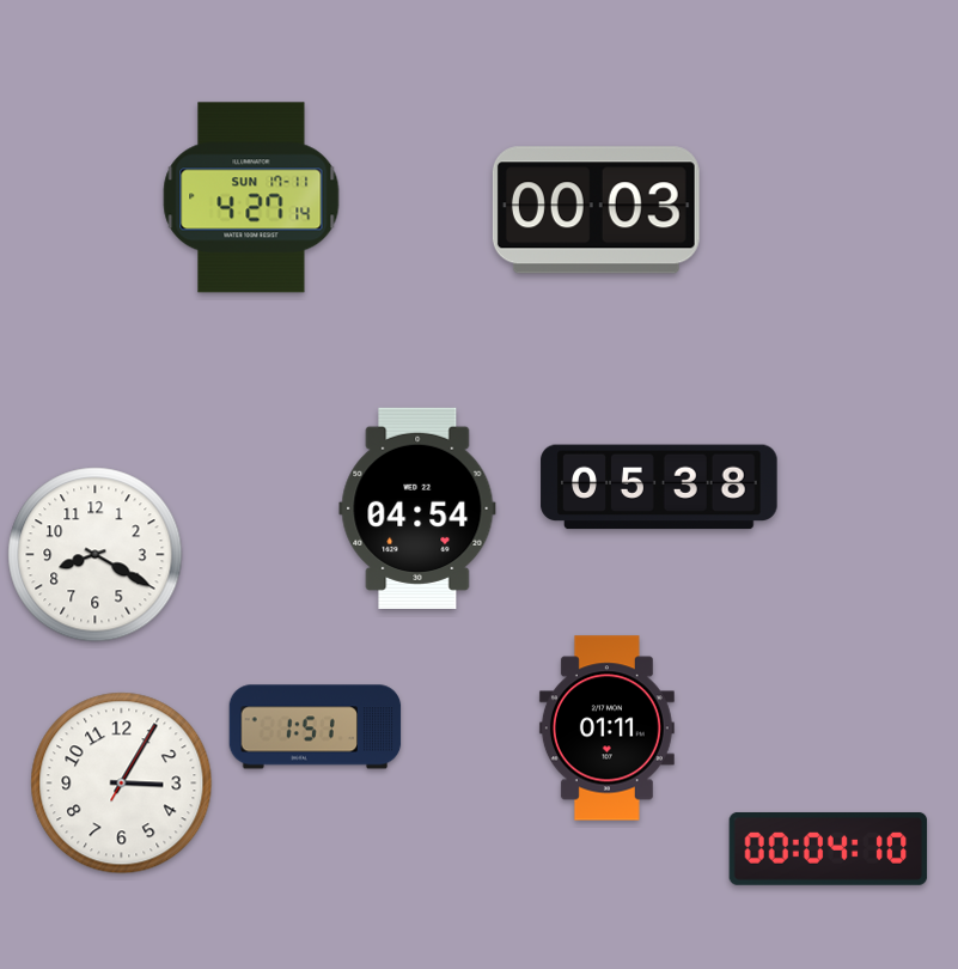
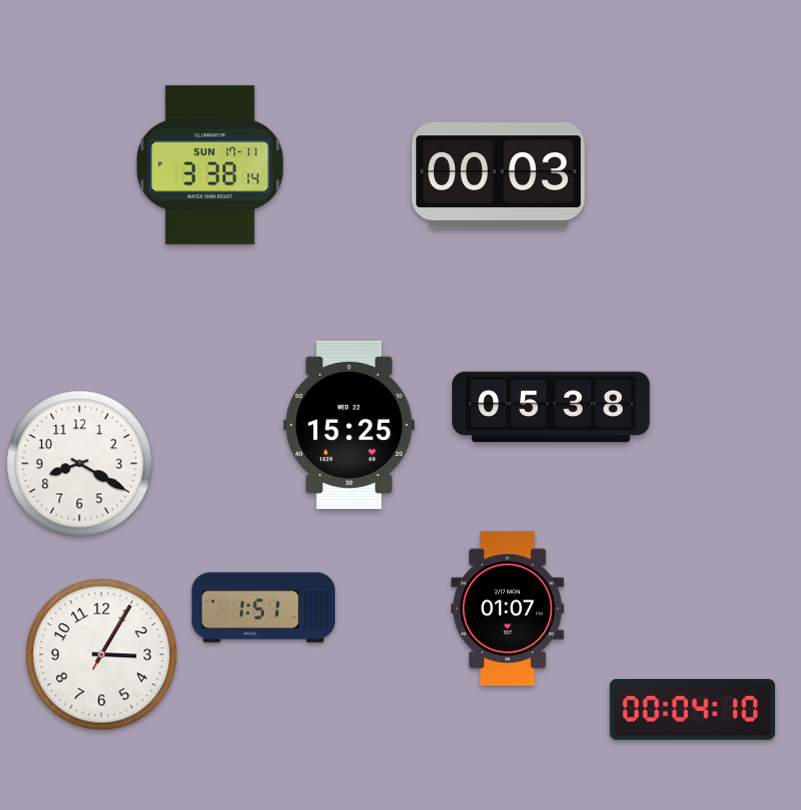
clock at (251, 197): 4:27 -> 3:38
clock at (417, 508): 04:54 -> 15:25
clock at (606, 729): 01:11 -> 01:07
